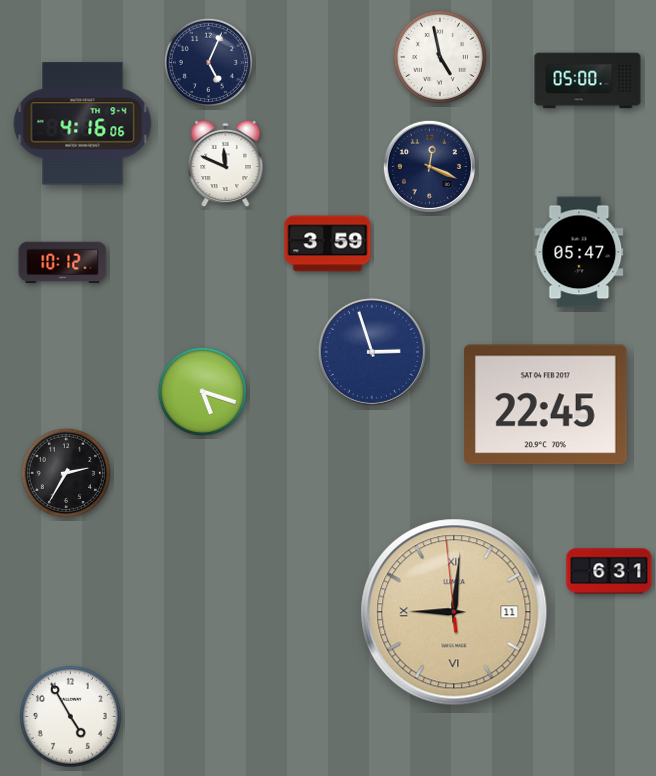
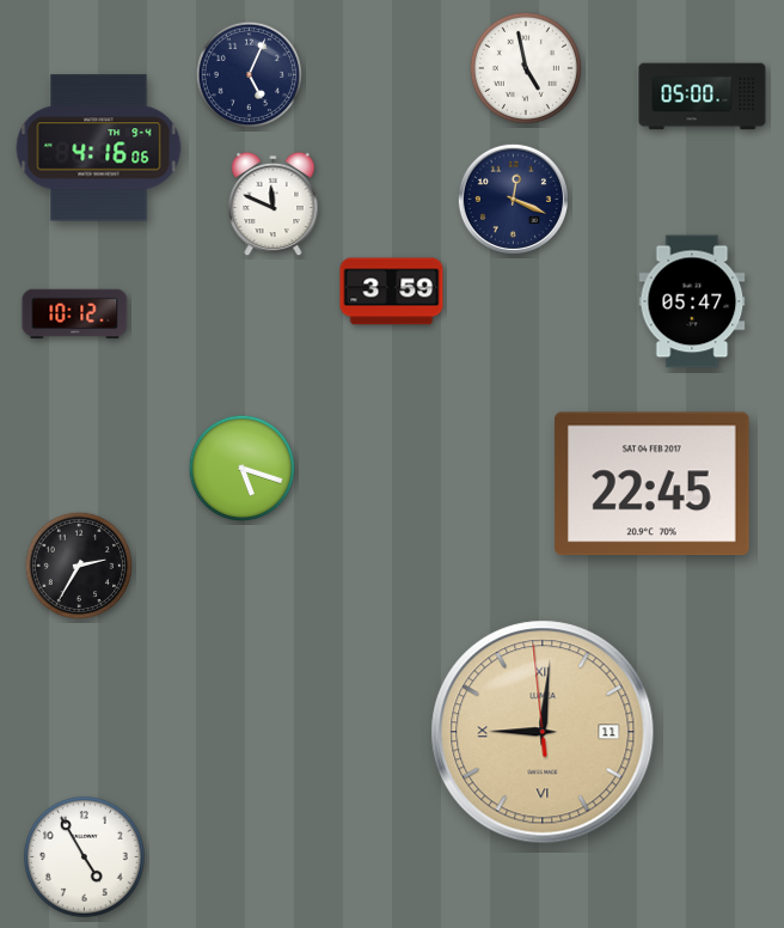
clock at (226, 164) position: (226, 164) -> (274, 204)
clock at (372, 352): 2:57 -> none
clock at (609, 571): 6:31 -> none
